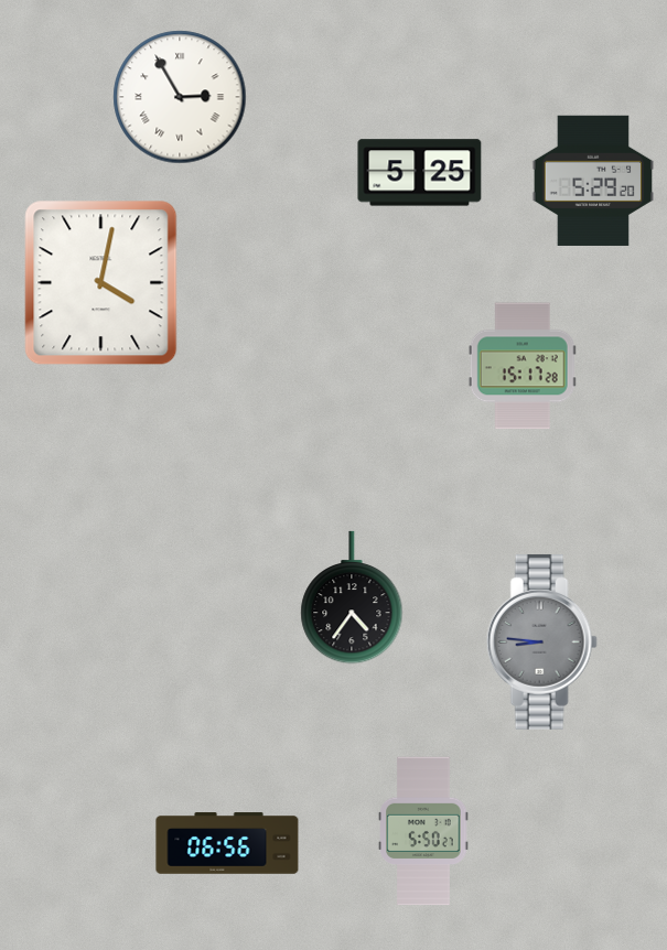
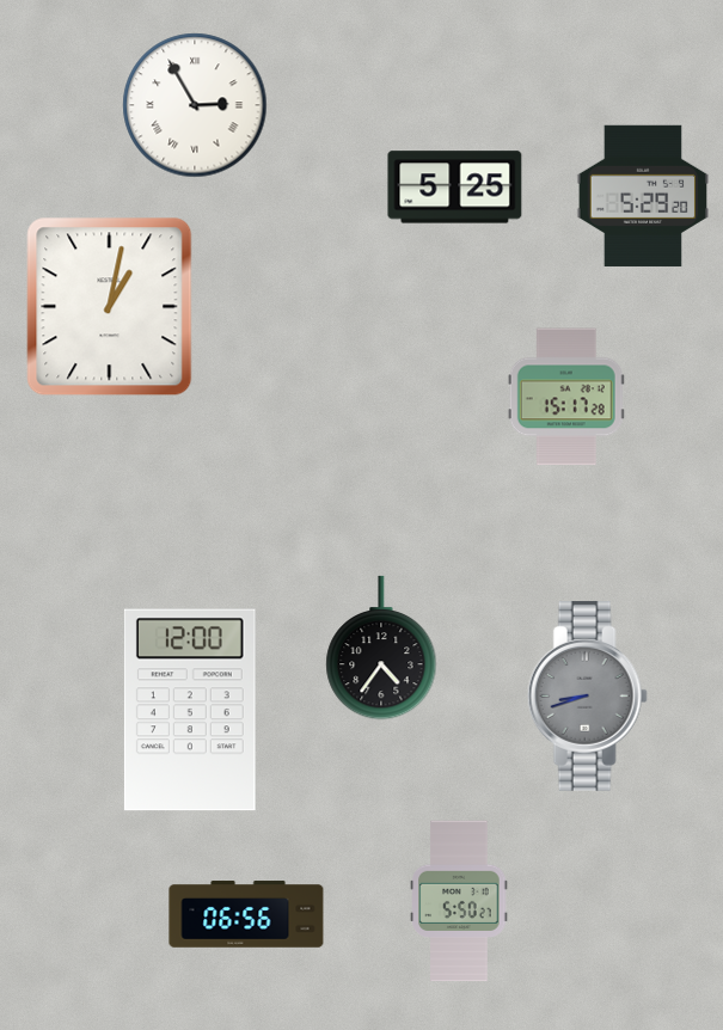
clock at (101, 283): 4:02 -> 1:02
clock at (541, 641): 8:46 -> 8:42
clock at (190, 710): none -> 12:00
